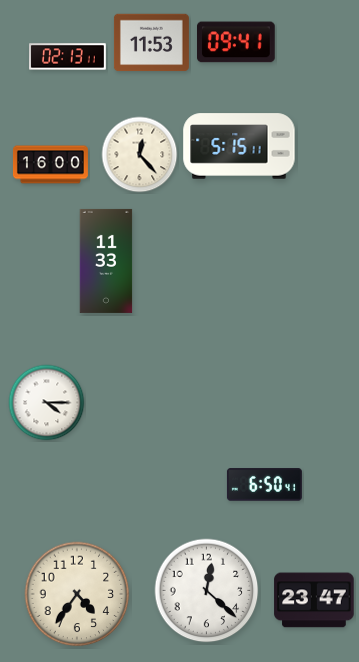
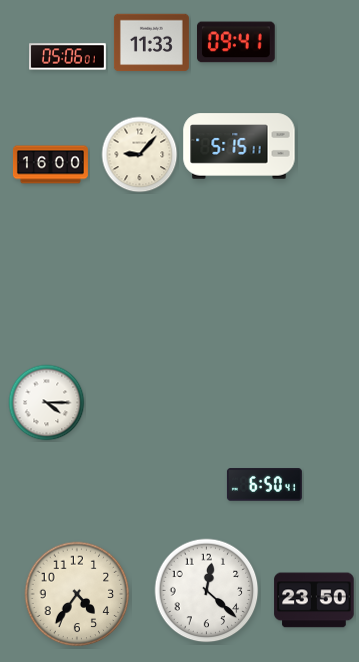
clock at (151, 43): 11:53 -> 11:33
clock at (68, 57): 02:13 -> 05:06
clock at (140, 155): 12:23 -> 9:07
clock at (106, 261): 11:33 -> none
clock at (314, 600): 23:47 -> 23:50
